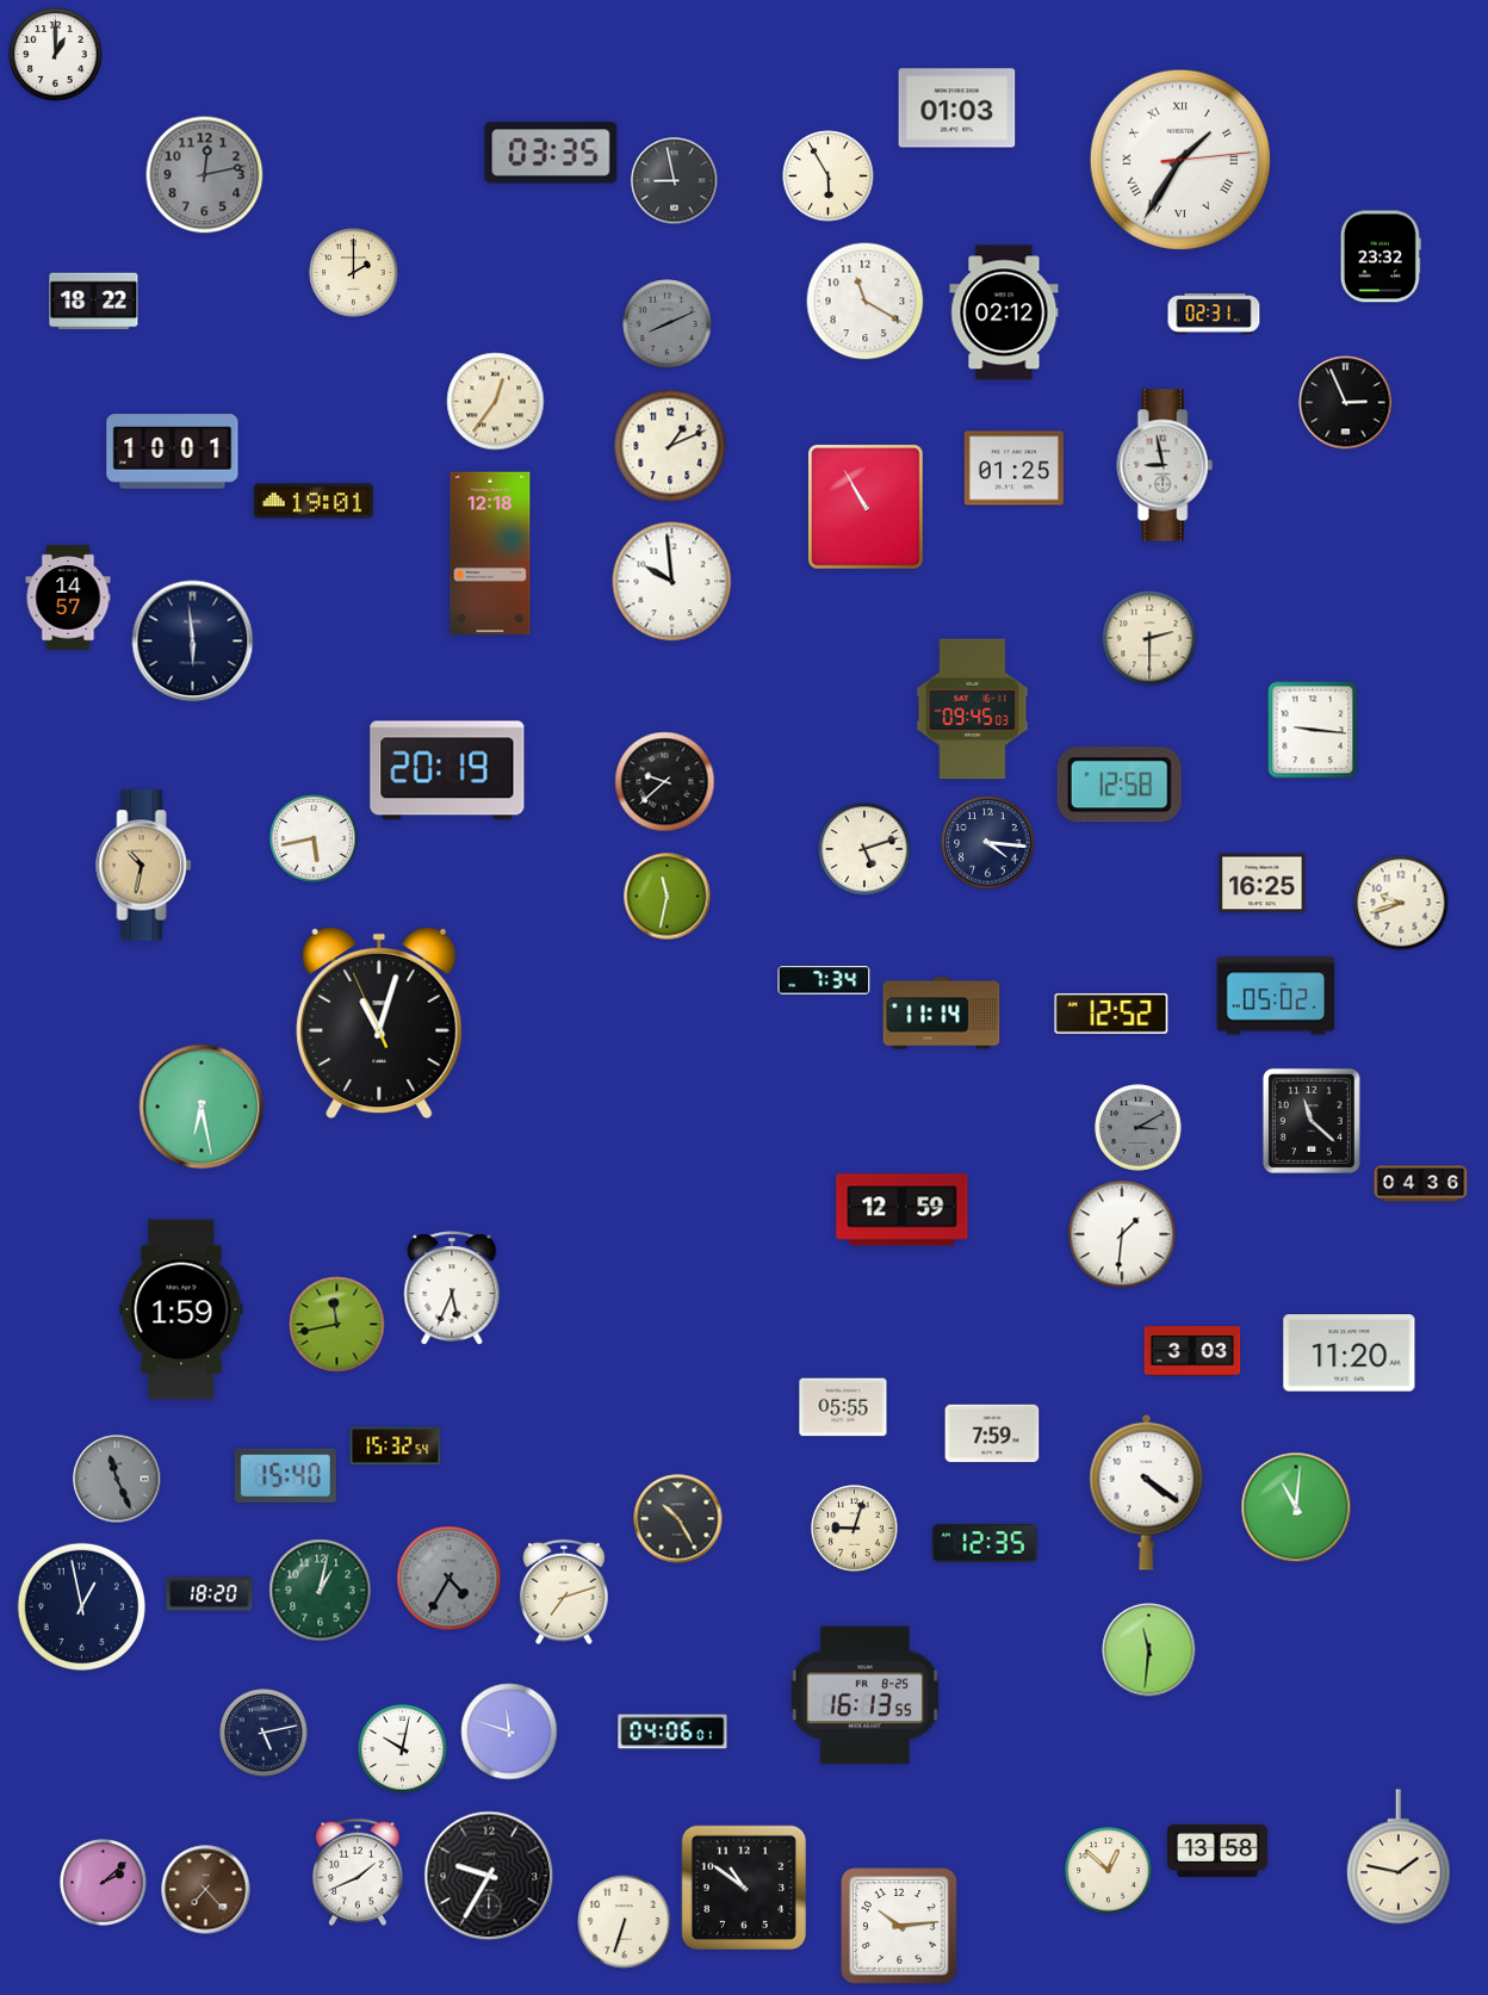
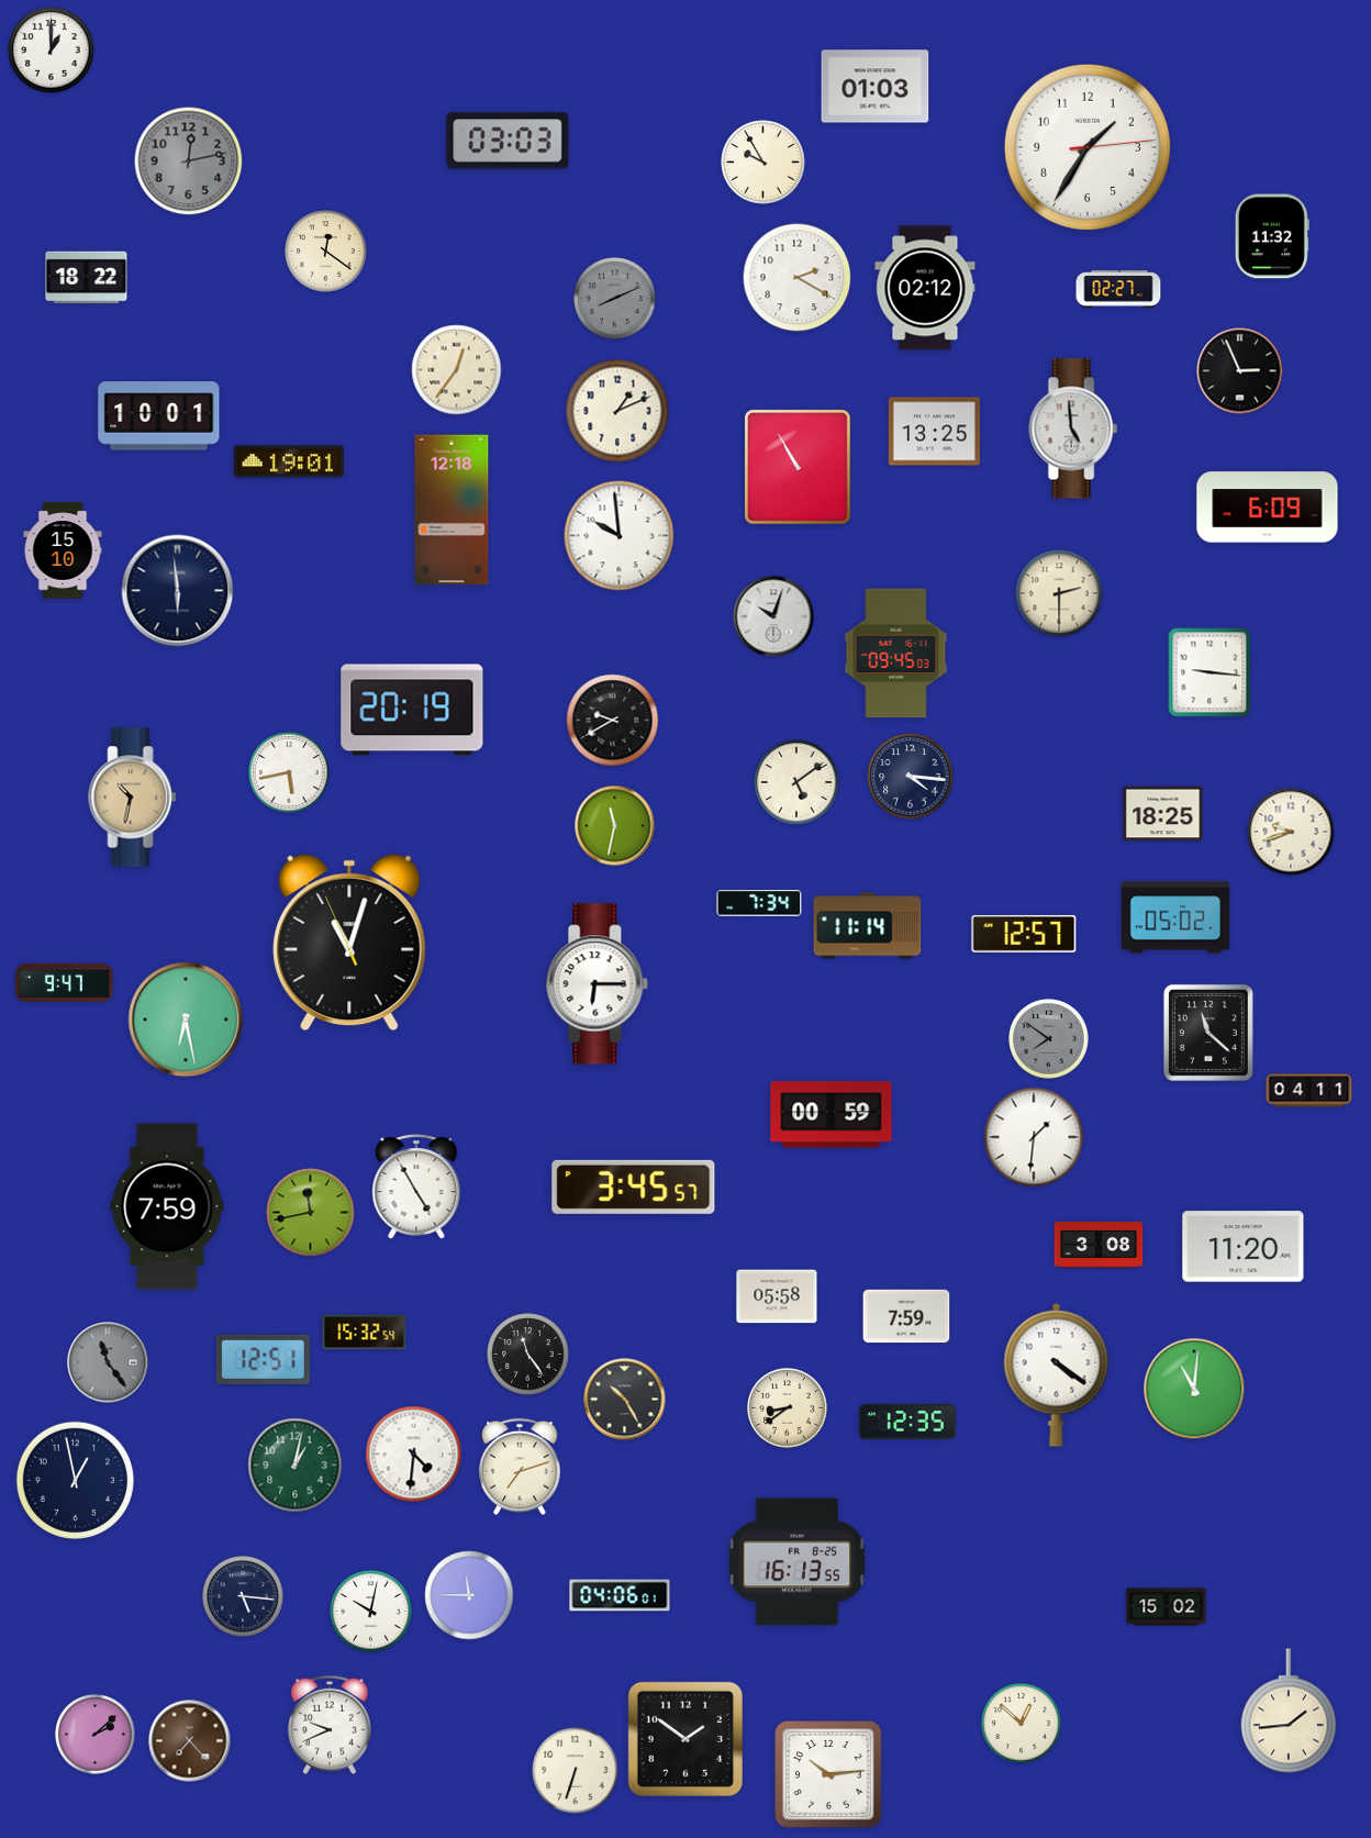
clock at (957, 109) position: (957, 109) -> (876, 87)
clock at (551, 153): 03:35 -> 03:03
clock at (1180, 160) numerals: Roman -> Arabic
clock at (829, 176): 5:55 -> 9:55
clock at (675, 181): 8:58 -> none
clock at (1381, 256): 23:32 -> 11:32
clock at (354, 273): 2:00 -> 12:21
clock at (866, 302): 11:20 -> 2:20
clock at (1214, 315): 02:31 -> 02:27
clock at (1165, 465): 8:58 -> 4:59
clock at (1013, 469): 01:25 -> 13:25
clock at (1268, 508): none -> 6:09
clock at (68, 597): 14:57 -> 15:10
clock at (1149, 638) position: (1149, 638) -> (1059, 593)
clock at (773, 616): none -> 10:03
clock at (665, 782): 9:38 -> 9:40
clock at (1120, 785): 12:58 -> none
clock at (864, 849): 5:12 -> 5:09
clock at (1263, 884): 16:25 -> 18:25
clock at (942, 1014) position: (942, 1014) -> (868, 926)
clock at (1111, 1014): 12:52 -> 12:57
clock at (65, 982): none -> 9:47
clock at (598, 984): none -> 6:15
clock at (1139, 1128): 3:10 -> 7:51
clock at (1421, 1184): 04:36 -> 04:11
clock at (903, 1210): 12:59 -> 00:59
clock at (452, 1288): 5:34 -> 4:55
clock at (634, 1187): none -> 3:45
clock at (181, 1309): 1:59 -> 7:59
clock at (337, 1325) position: (337, 1325) -> (311, 1213)
clock at (1192, 1351): 3:03 -> 3:08
clock at (843, 1407): 05:55 -> 05:58
clock at (992, 1433) position: (992, 1433) -> (906, 1316)
clock at (528, 1355): none -> 11:24
clock at (285, 1475): 15:40 -> 12:51
clock at (117, 1479): 11:26 -> 11:24
clock at (855, 1529): 9:03 -> 8:39
clock at (449, 1579): 4:35 -> 4:31
clock at (449, 1579) dial: grey -> white
clock at (210, 1594): 18:20 -> none
clock at (1149, 1650): 11:31 -> none
clock at (509, 1731): 11:48 -> 11:45
clock at (263, 1733): 5:13 -> 5:16
clock at (1167, 1607): none -> 15:02
clock at (1217, 1851): 13:58 -> none
clock at (1399, 1857): 1:47 -> 1:44
clock at (358, 1872): 1:41 -> 9:41
clock at (489, 1876): 9:35 -> none
clock at (743, 1886): 10:51 -> 1:51
